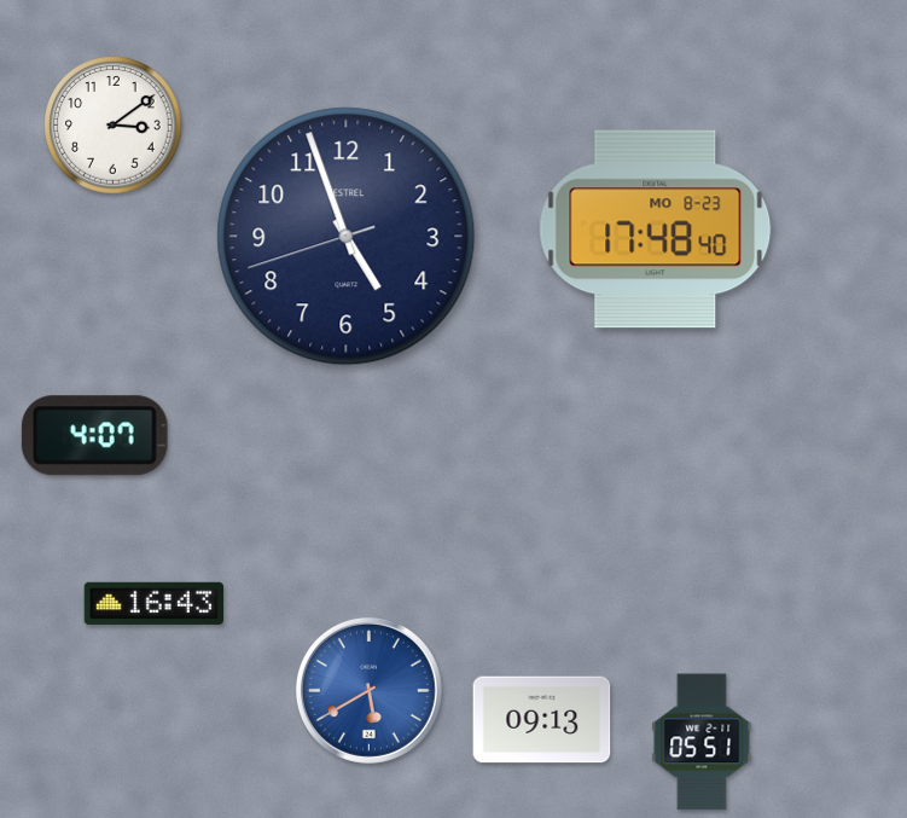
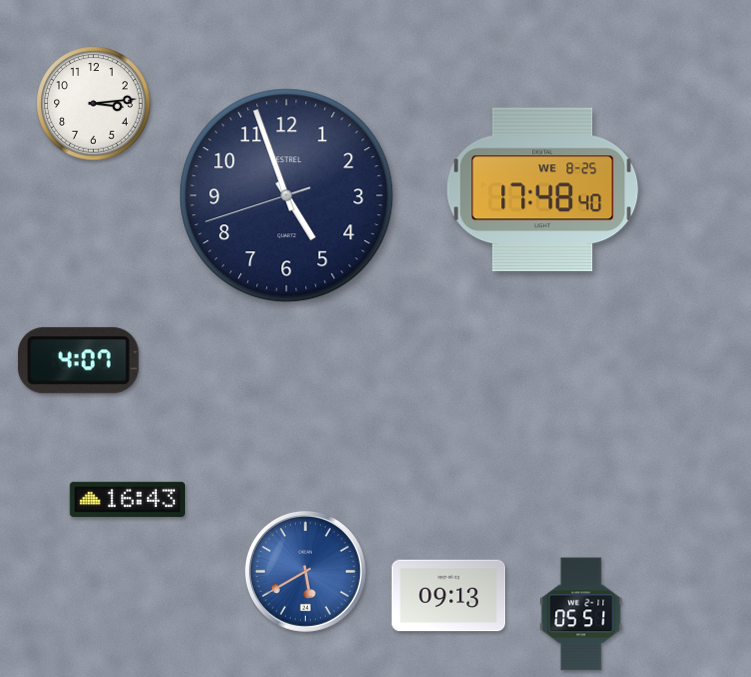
clock at (114, 126): 3:09 -> 3:14
clock at (656, 230) date: MO 8-23 -> WE 8-25
